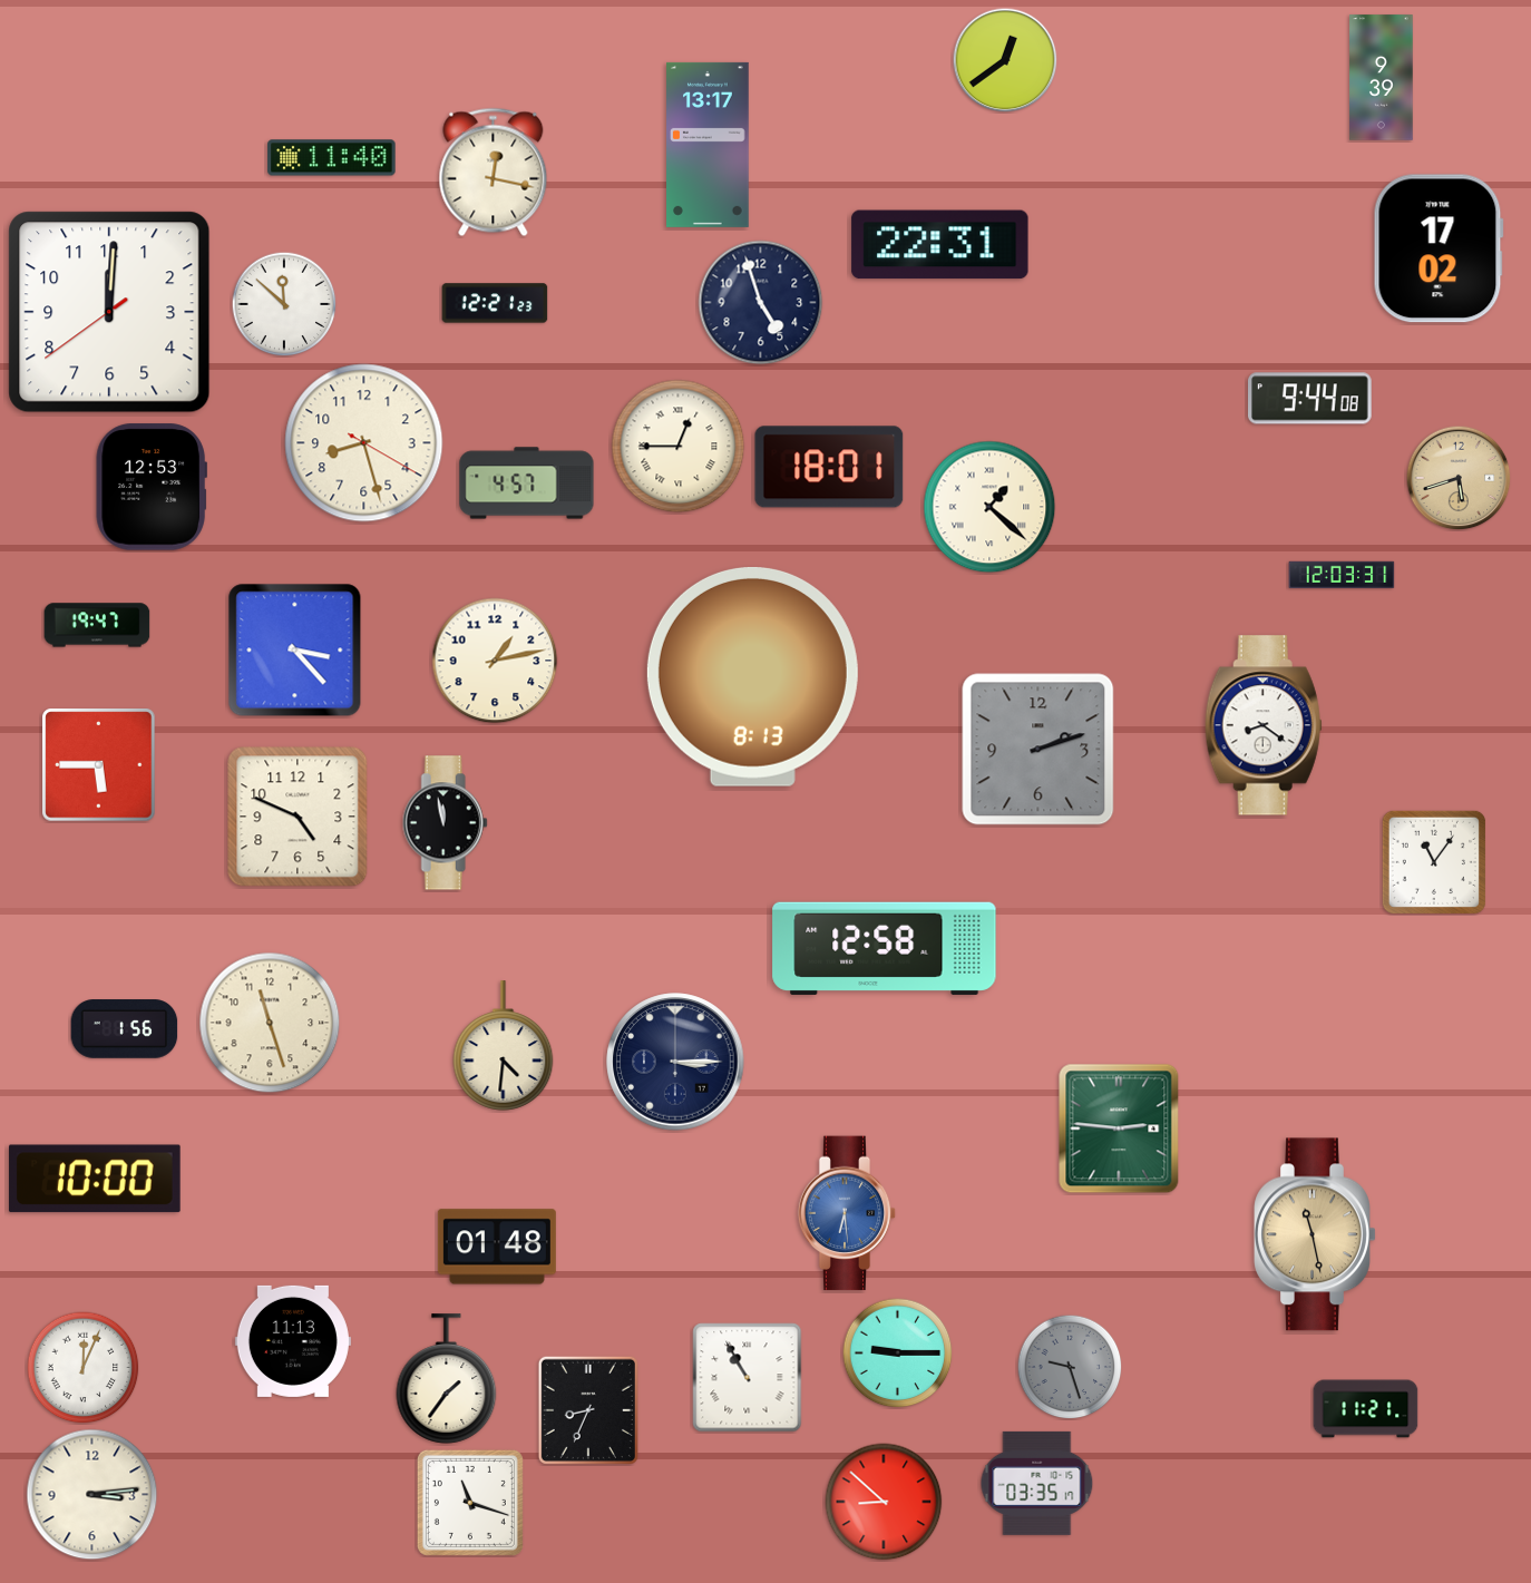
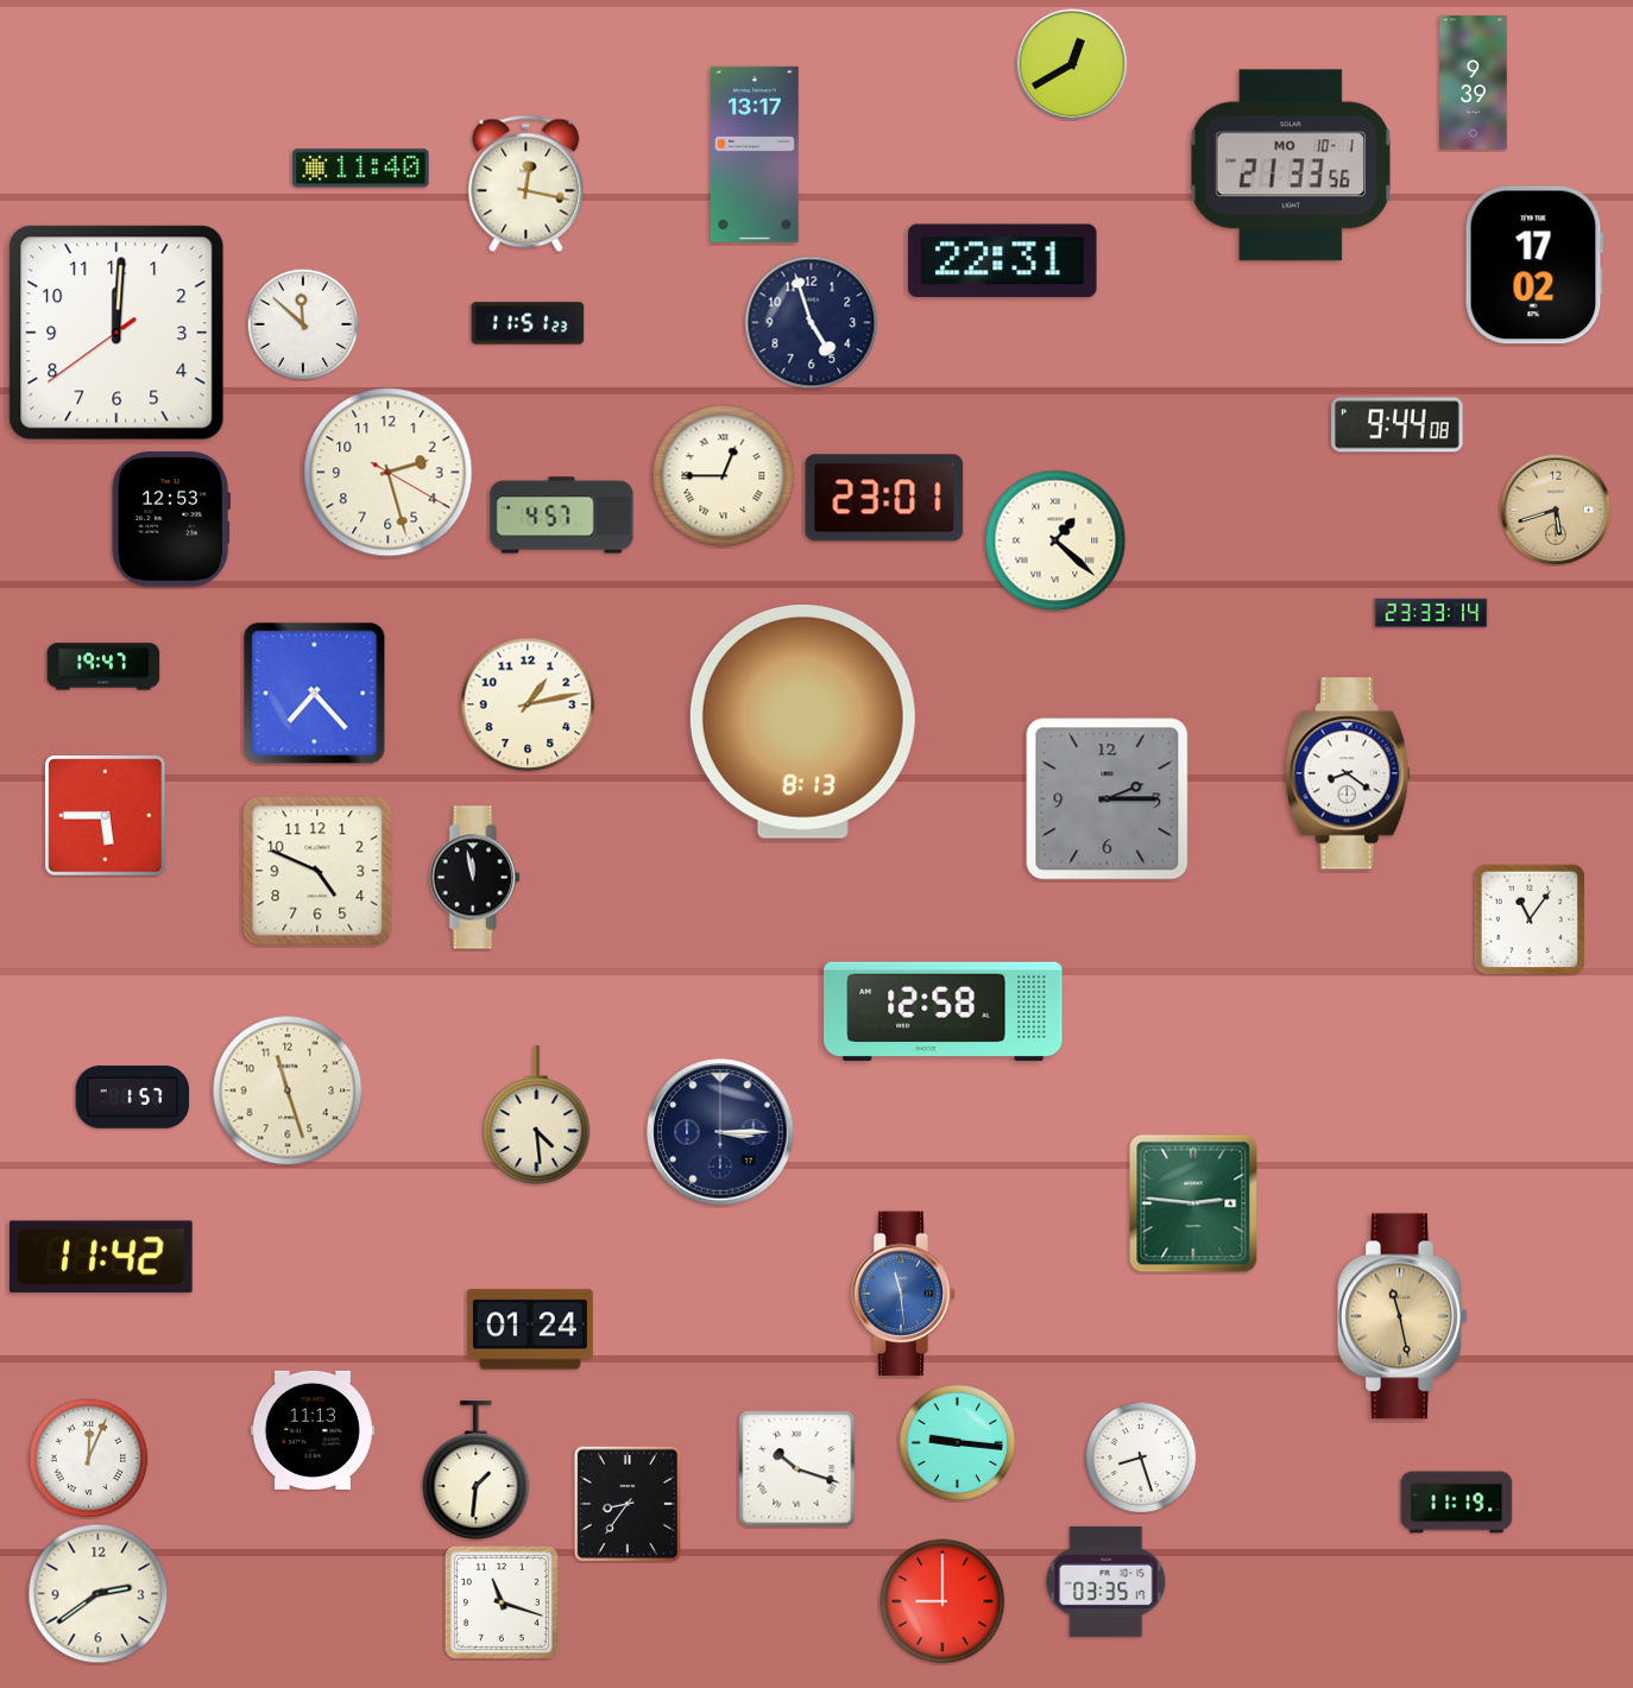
clock at (1005, 60): 12:39 -> 12:40
clock at (1290, 165): none -> 21:33
clock at (332, 158) position: (332, 158) -> (361, 169)
clock at (495, 303): 12:21 -> 11:51
clock at (364, 443): 8:27 -> 2:27
clock at (829, 467): 18:01 -> 23:01
clock at (152, 487) position: (152, 487) -> (171, 519)
clock at (1342, 574): 12:03 -> 23:33
clock at (295, 651): 3:23 -> 7:23
clock at (1038, 750): 2:12 -> 2:15
clock at (125, 1029): 1:56 -> 1:57
clock at (504, 1046): 4:31 -> 4:29
clock at (95, 1179): 10:00 -> 11:42
clock at (847, 1213): 6:29 -> 11:29
clock at (497, 1247): 01:48 -> 01:24
clock at (898, 1354): 9:15 -> 9:16
clock at (1070, 1367): 9:27 -> 8:27
clock at (1070, 1367) dial: grey -> white
clock at (748, 1378): 10:55 -> 10:18
clock at (447, 1379): 1:36 -> 1:31
clock at (1366, 1409): 11:21 -> 11:19
clock at (588, 1410): 8:34 -> 8:36
clock at (92, 1495): 3:14 -> 2:39
clock at (884, 1502): 8:52 -> 9:00
